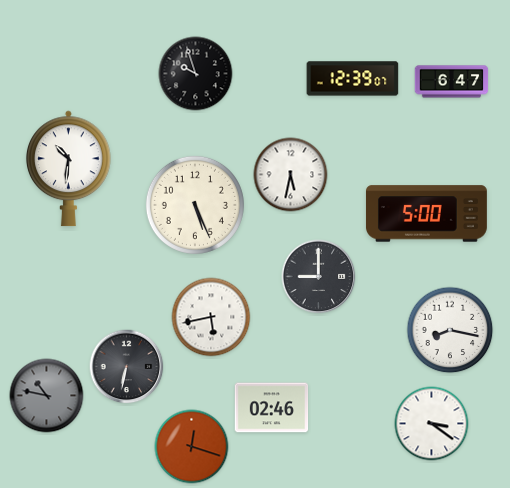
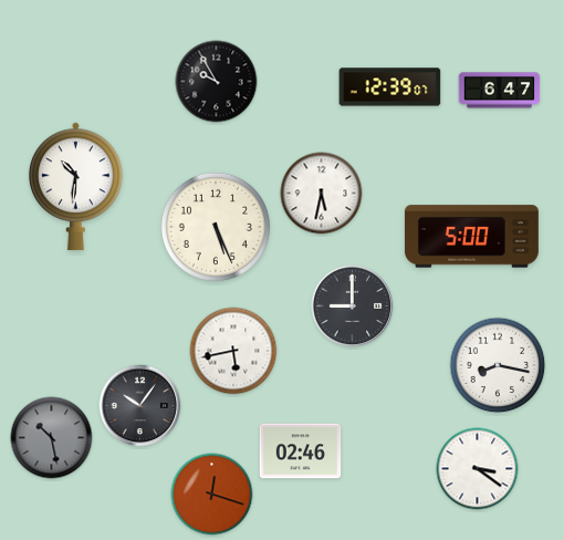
clock at (196, 74): 9:57 -> 9:55
clock at (127, 367): 6:32 -> 10:06
clock at (47, 396): 10:47 -> 10:28
